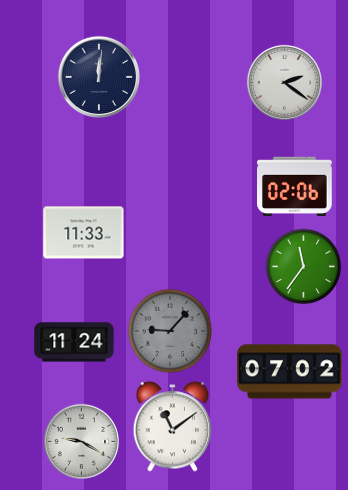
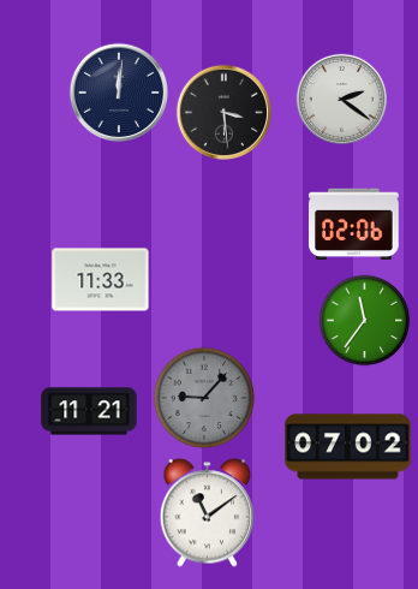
clock at (223, 112): none -> 3:29
clock at (74, 342): 11:24 -> 11:21
clock at (81, 441): 9:20 -> none
